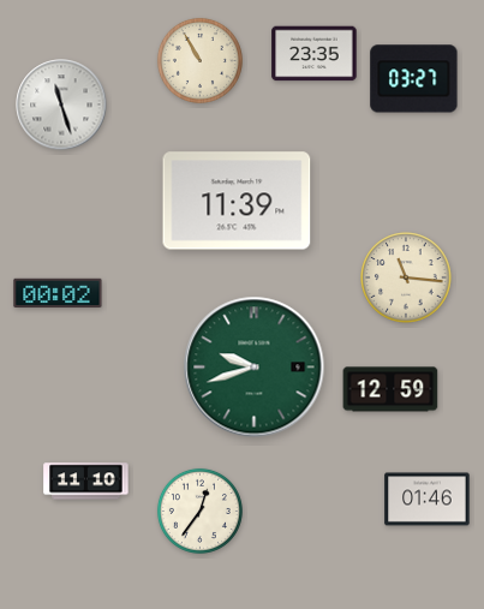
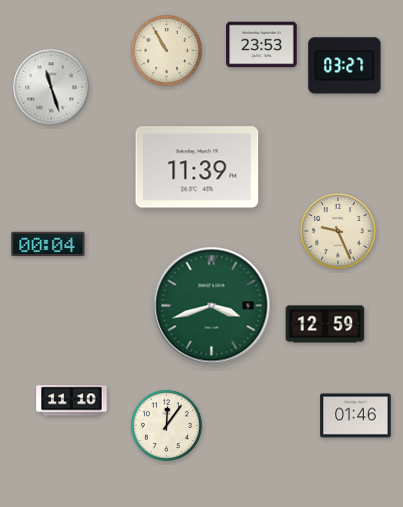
clock at (315, 54): 23:35 -> 23:53
clock at (406, 277): 11:16 -> 9:26
clock at (58, 293): 00:02 -> 00:04
clock at (255, 368): 9:42 -> 3:42
clock at (199, 511): 12:36 -> 12:06
